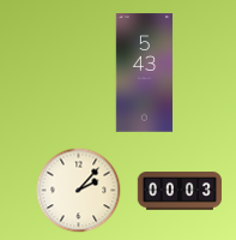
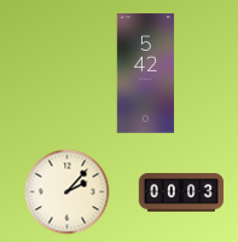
clock at (145, 73): 5:43 -> 5:42
clock at (79, 191) position: (79, 191) -> (68, 192)
